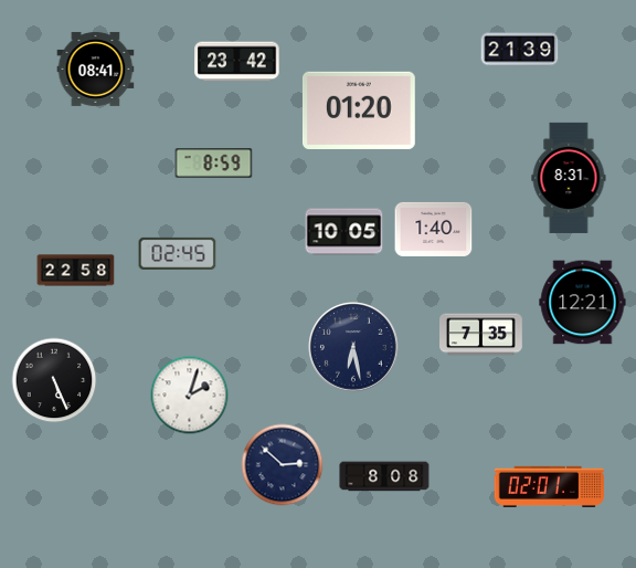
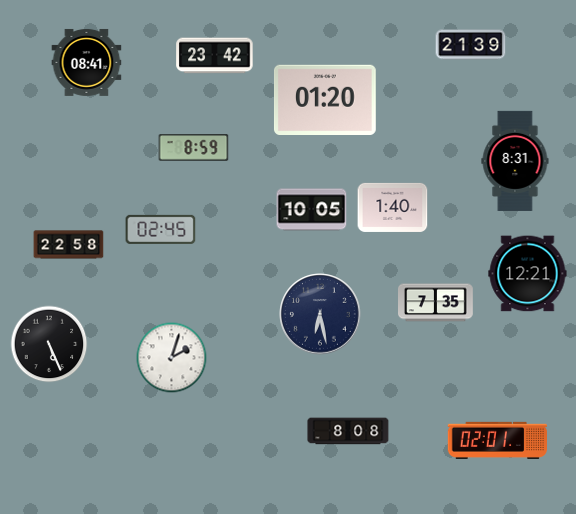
clock at (283, 465): 2:52 -> none
